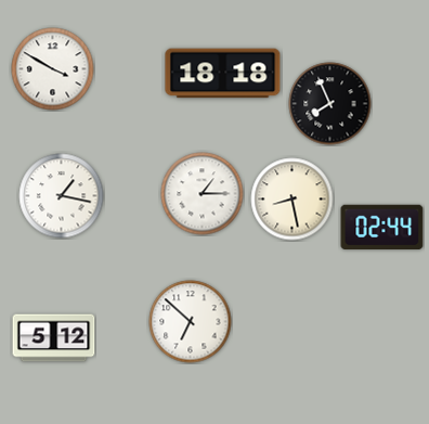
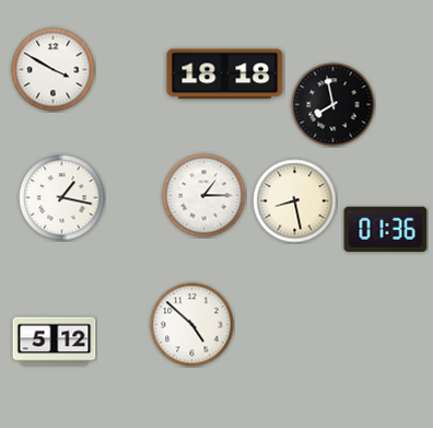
clock at (330, 104): 7:56 -> 7:58
clock at (382, 227): 02:44 -> 01:36
clock at (191, 322): 6:52 -> 4:52
